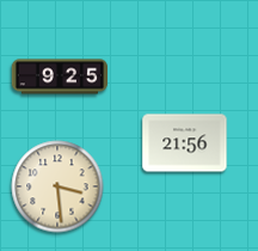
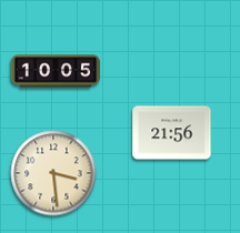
clock at (60, 76): 9:25 -> 10:05
